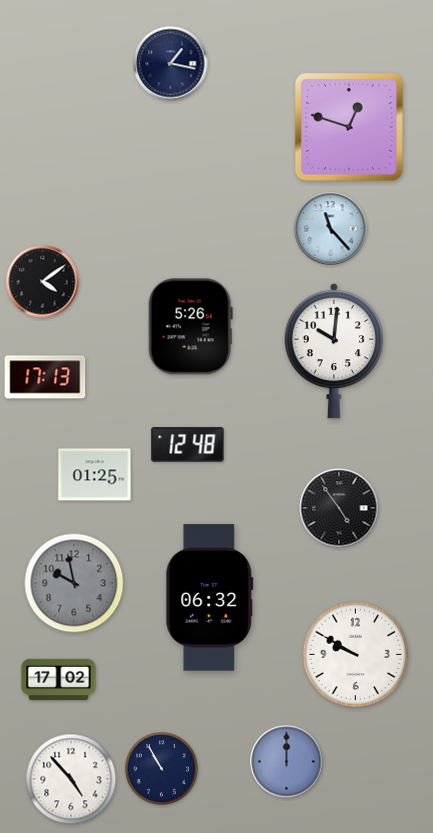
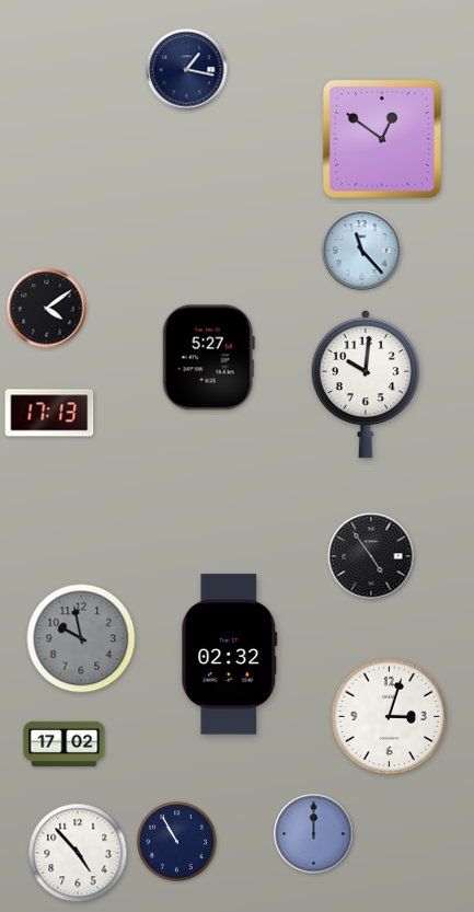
clock at (349, 127): 12:48 -> 12:51
clock at (190, 327): 5:26 -> 5:27
clock at (188, 445): 12:48 -> none
clock at (95, 475): 01:25 -> none
clock at (210, 598): 06:32 -> 02:32
clock at (356, 655): 9:50 -> 3:03
